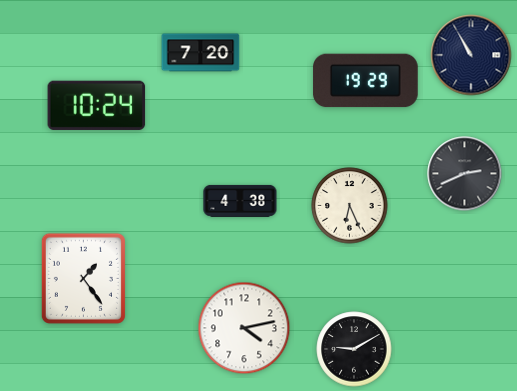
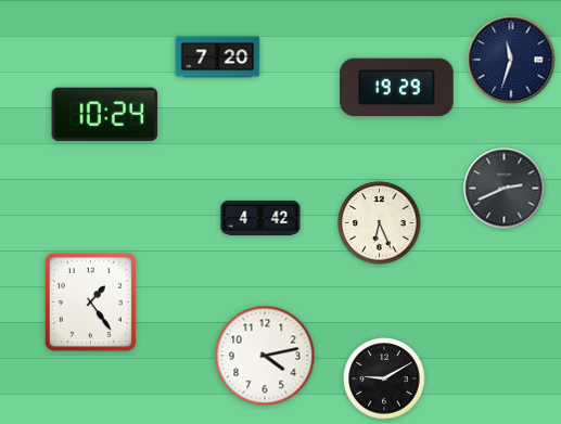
clock at (471, 55): 10:55 -> 11:33
clock at (240, 201): 4:38 -> 4:42
